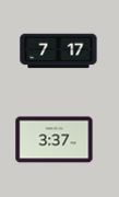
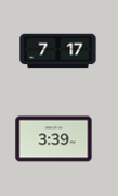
clock at (55, 140): 3:37 -> 3:39
